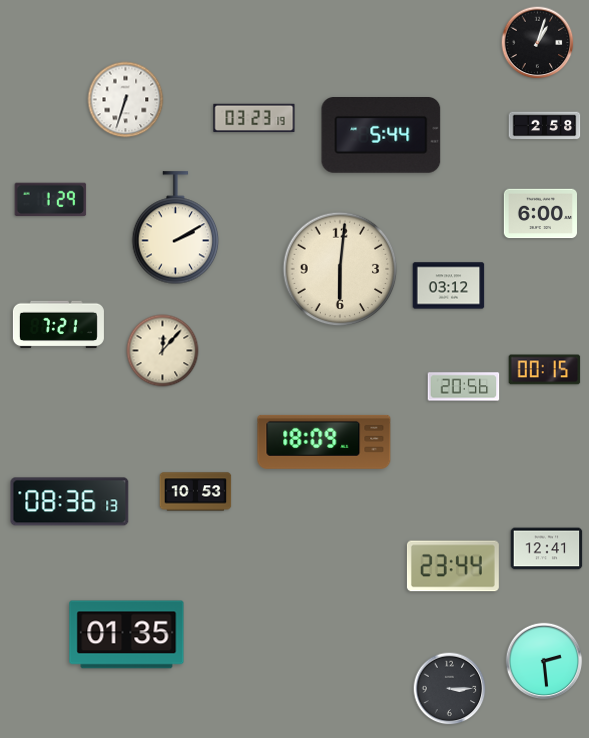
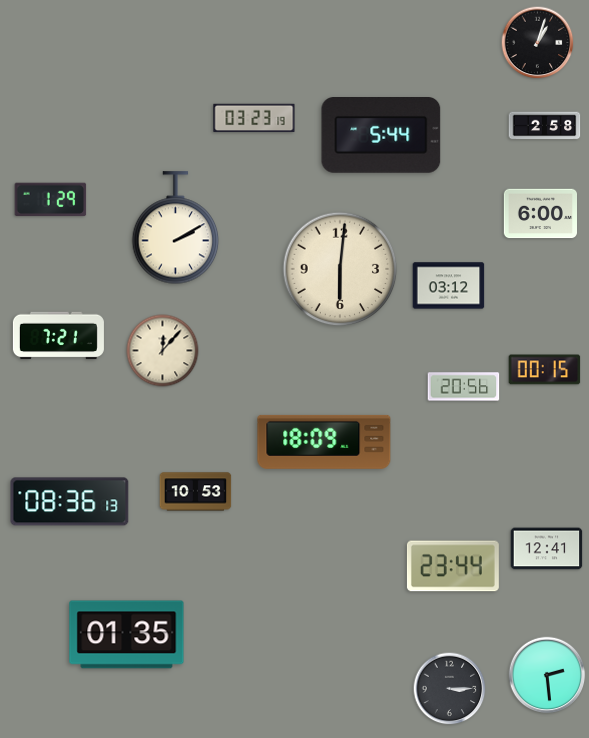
clock at (126, 100): 6:33 -> none
clock at (58, 325) position: (58, 325) -> (58, 336)
clock at (544, 661) position: (544, 661) -> (547, 675)
